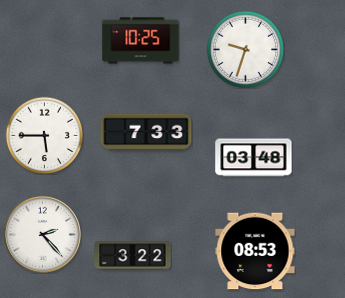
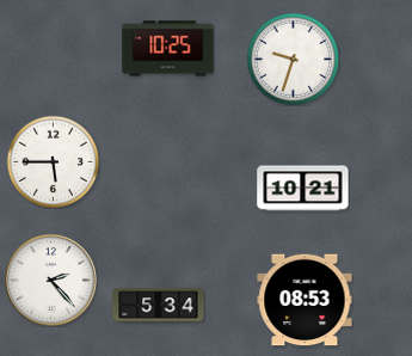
clock at (146, 132): 7:33 -> none
clock at (254, 158): 03:48 -> 10:21
clock at (133, 256): 3:22 -> 5:34
